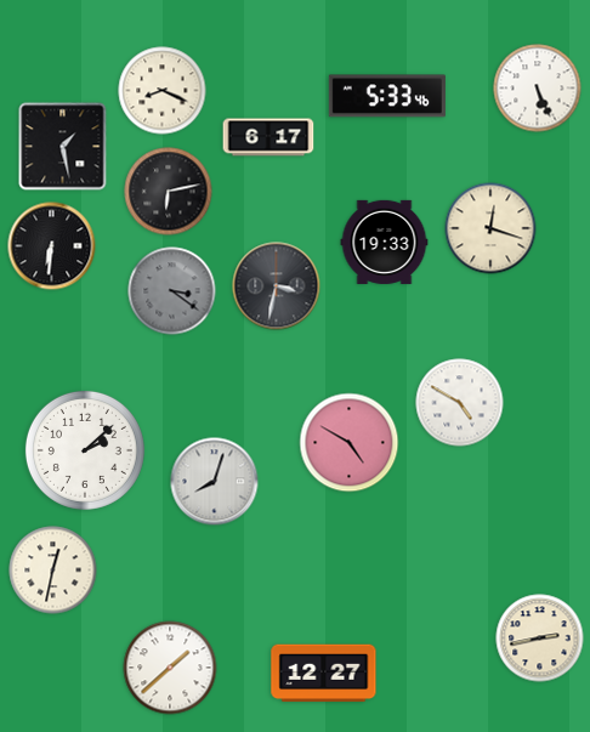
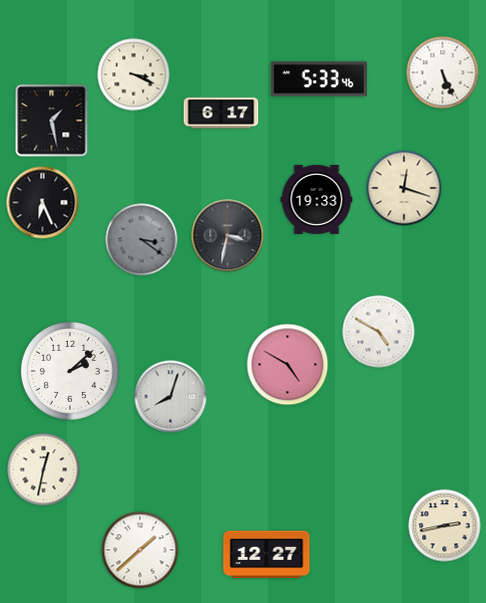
clock at (163, 91): 8:19 -> 3:19
clock at (169, 192): 6:13 -> none
clock at (52, 246): 6:31 -> 6:26
clock at (215, 482) position: (215, 482) -> (171, 397)
